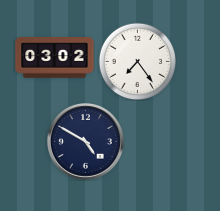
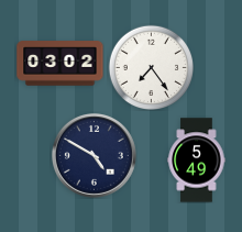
clock at (197, 161): none -> 5:49
